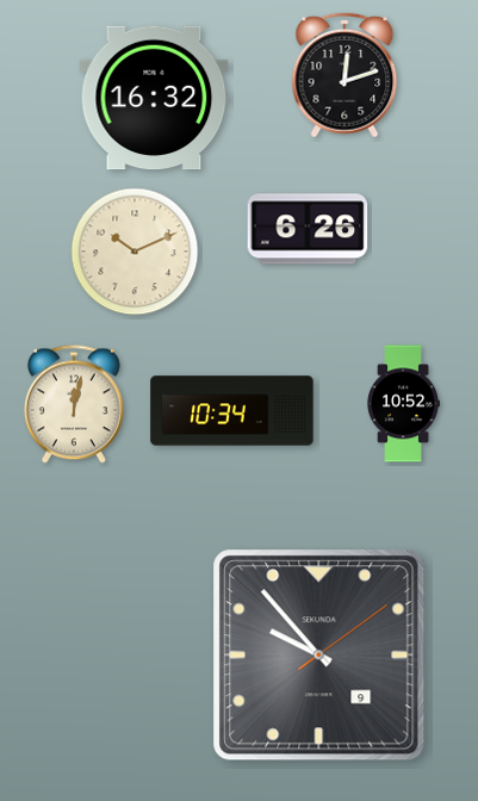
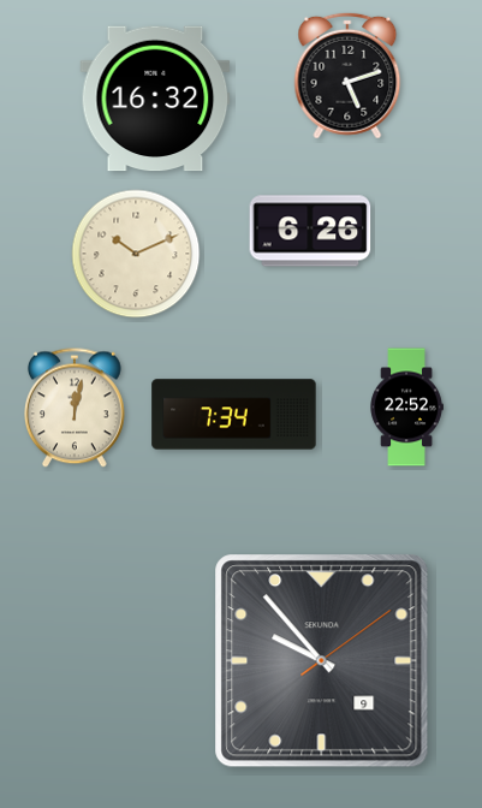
clock at (344, 75): 12:12 -> 5:12
clock at (403, 404): 10:52 -> 22:52
clock at (232, 411): 10:34 -> 7:34
